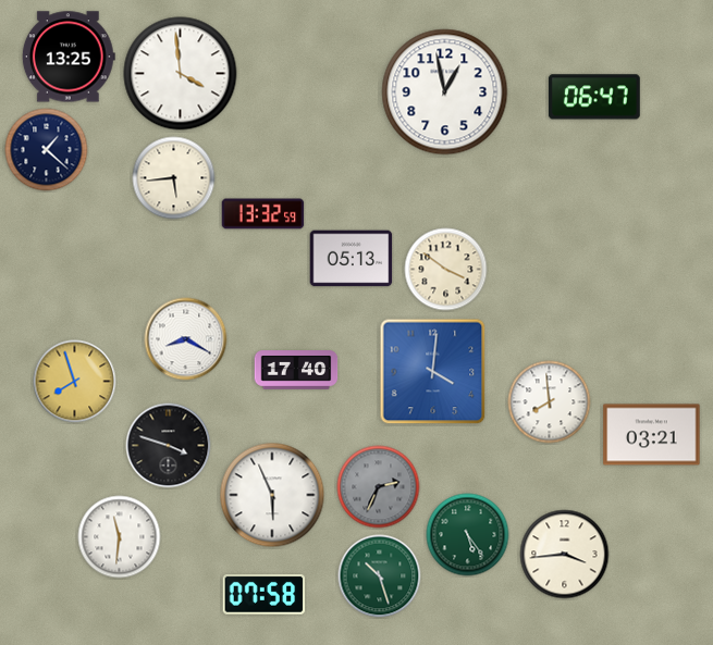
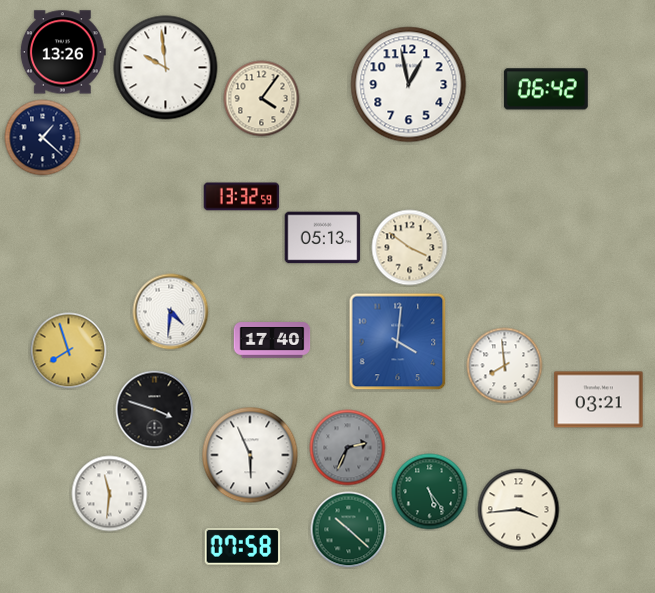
clock at (69, 57): 13:25 -> 13:26
clock at (181, 74): 3:59 -> 9:59
clock at (594, 97): 06:47 -> 06:42
clock at (262, 99): none -> 4:06
clock at (174, 178): 5:44 -> none
clock at (186, 339): 8:20 -> 4:31
clock at (550, 402) position: (550, 402) -> (505, 366)
clock at (380, 576): 10:27 -> 10:22
